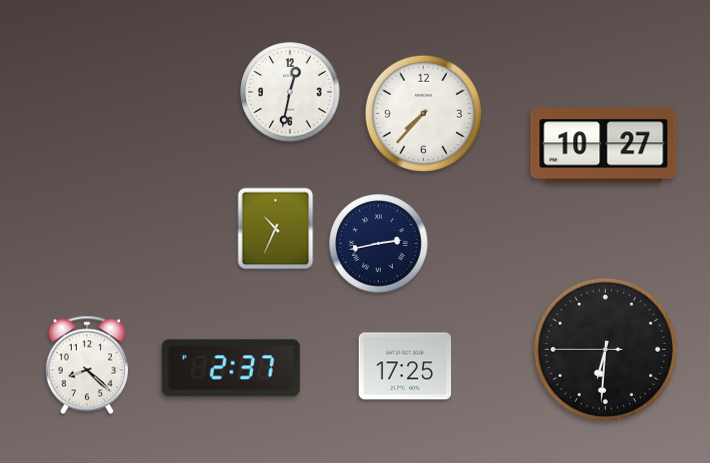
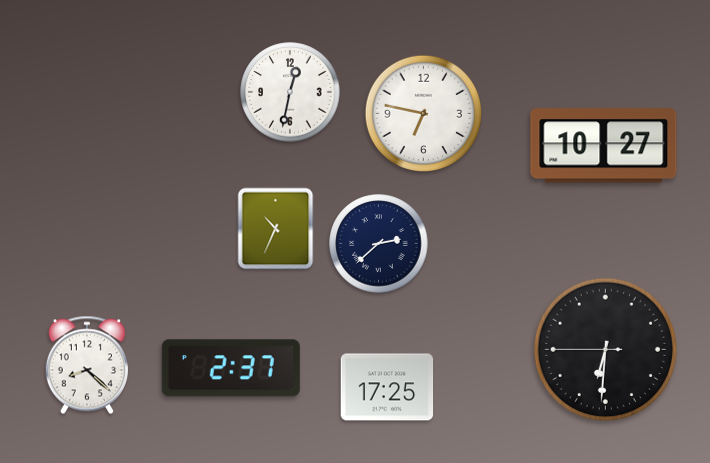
clock at (423, 113): 7:37 -> 6:47
clock at (379, 244): 2:43 -> 2:38
clock at (405, 366) position: (405, 366) -> (387, 387)
